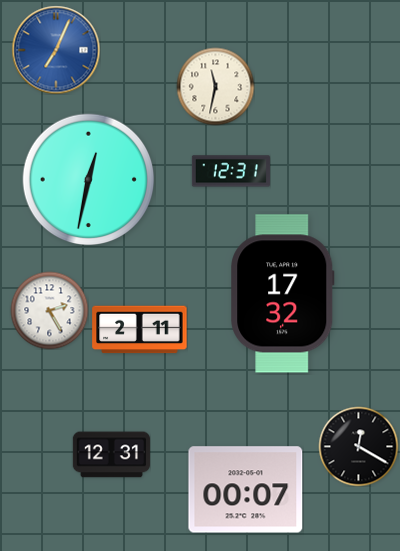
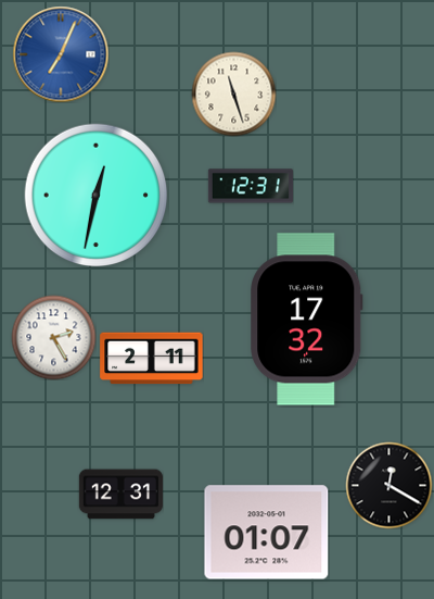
clock at (215, 86): 11:32 -> 11:27
clock at (246, 490): 00:07 -> 01:07
